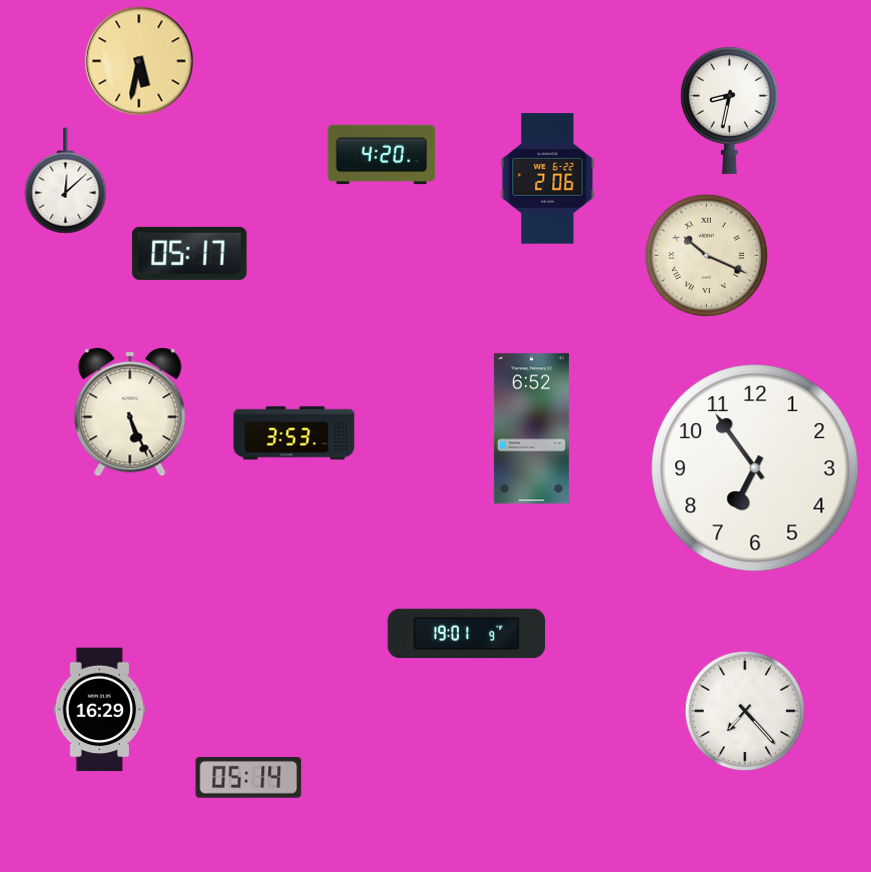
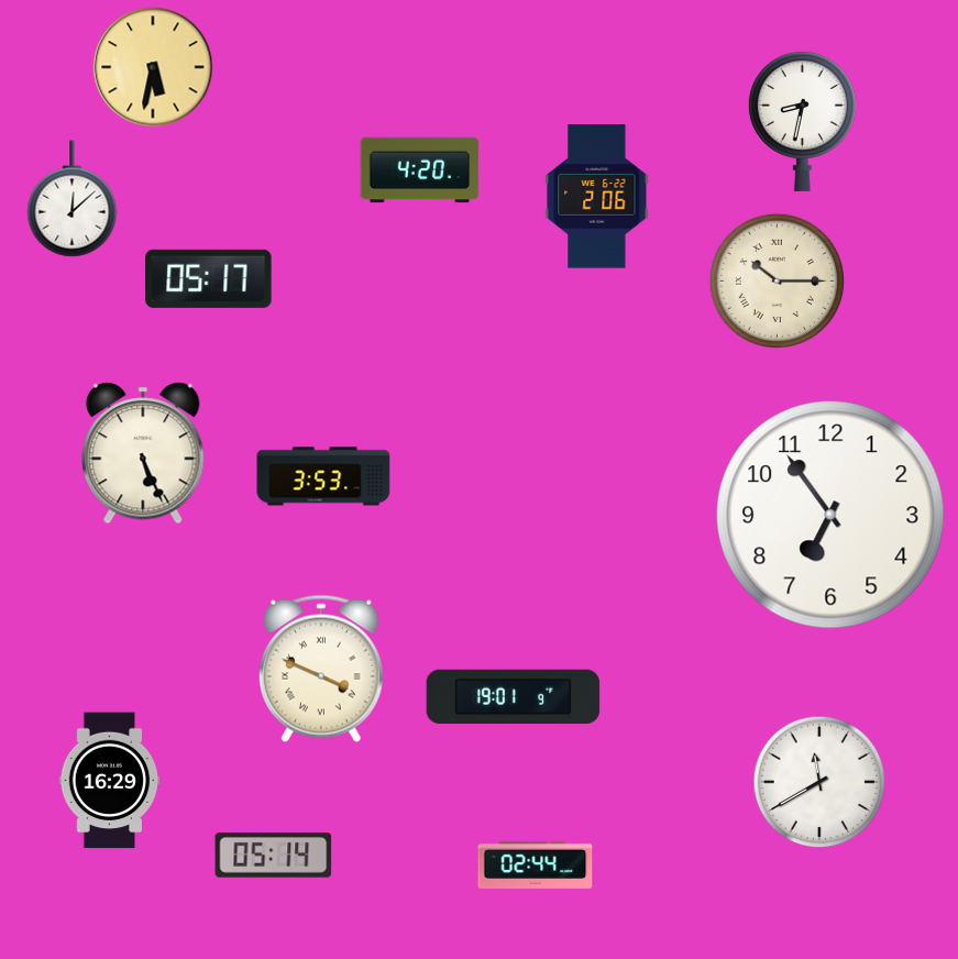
clock at (548, 179) position: (548, 179) -> (597, 197)
clock at (706, 255): 10:19 -> 10:15
clock at (531, 429): 6:52 -> none
clock at (321, 669): none -> 3:49
clock at (745, 711): 7:23 -> 11:40
clock at (536, 864): none -> 02:44
